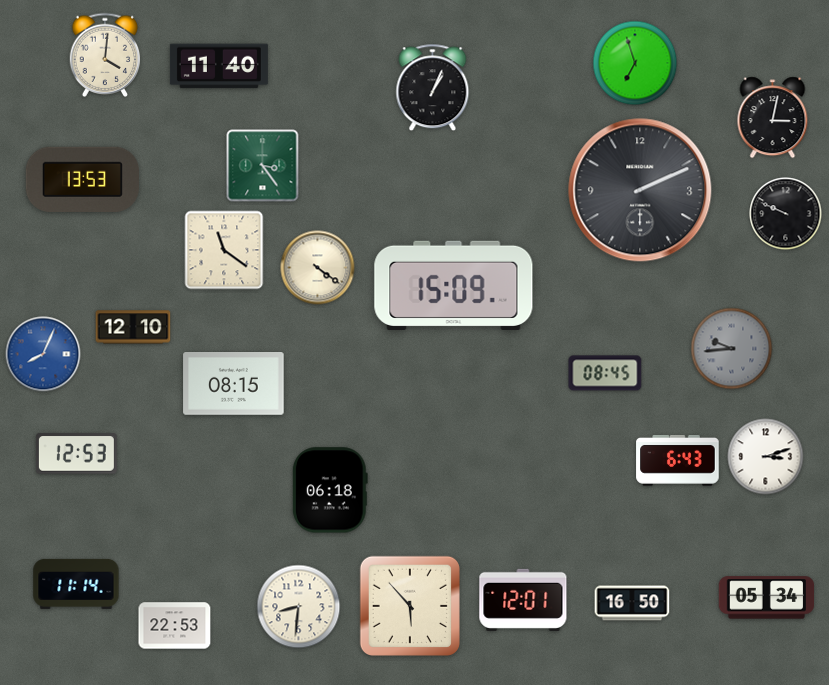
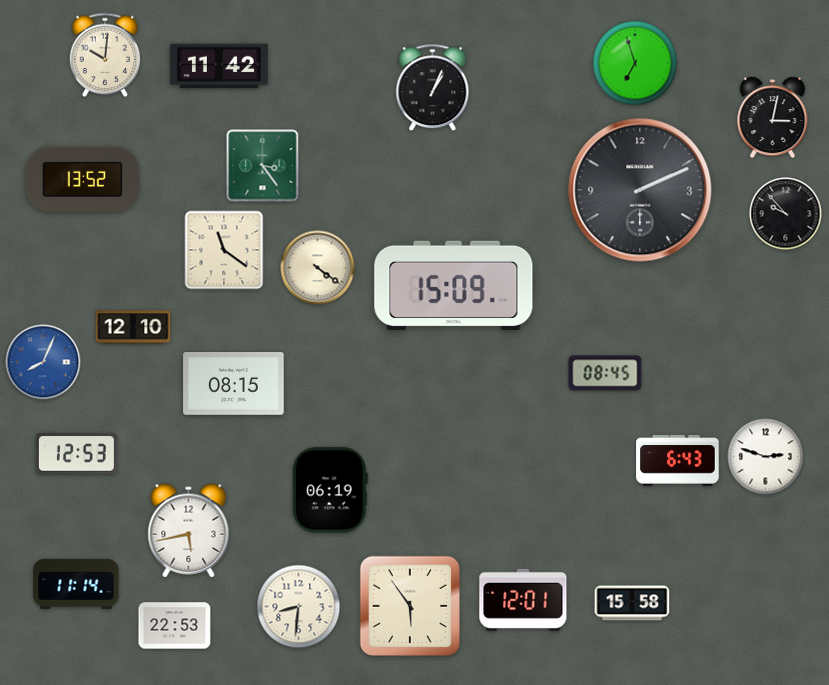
clock at (105, 54): 4:01 -> 10:01
clock at (219, 66): 11:40 -> 11:42
clock at (82, 179): 13:53 -> 13:52
clock at (786, 214): 9:49 -> 9:53
clock at (732, 349): 9:44 -> none
clock at (43, 354) position: (43, 354) -> (43, 362)
clock at (766, 457): 3:12 -> 2:48
clock at (330, 490): 06:18 -> 06:19
clock at (189, 531): none -> 5:43
clock at (767, 598): 05:34 -> none
clock at (632, 603): 16:50 -> 15:58
clock at (410, 605): 5:53 -> 5:54
